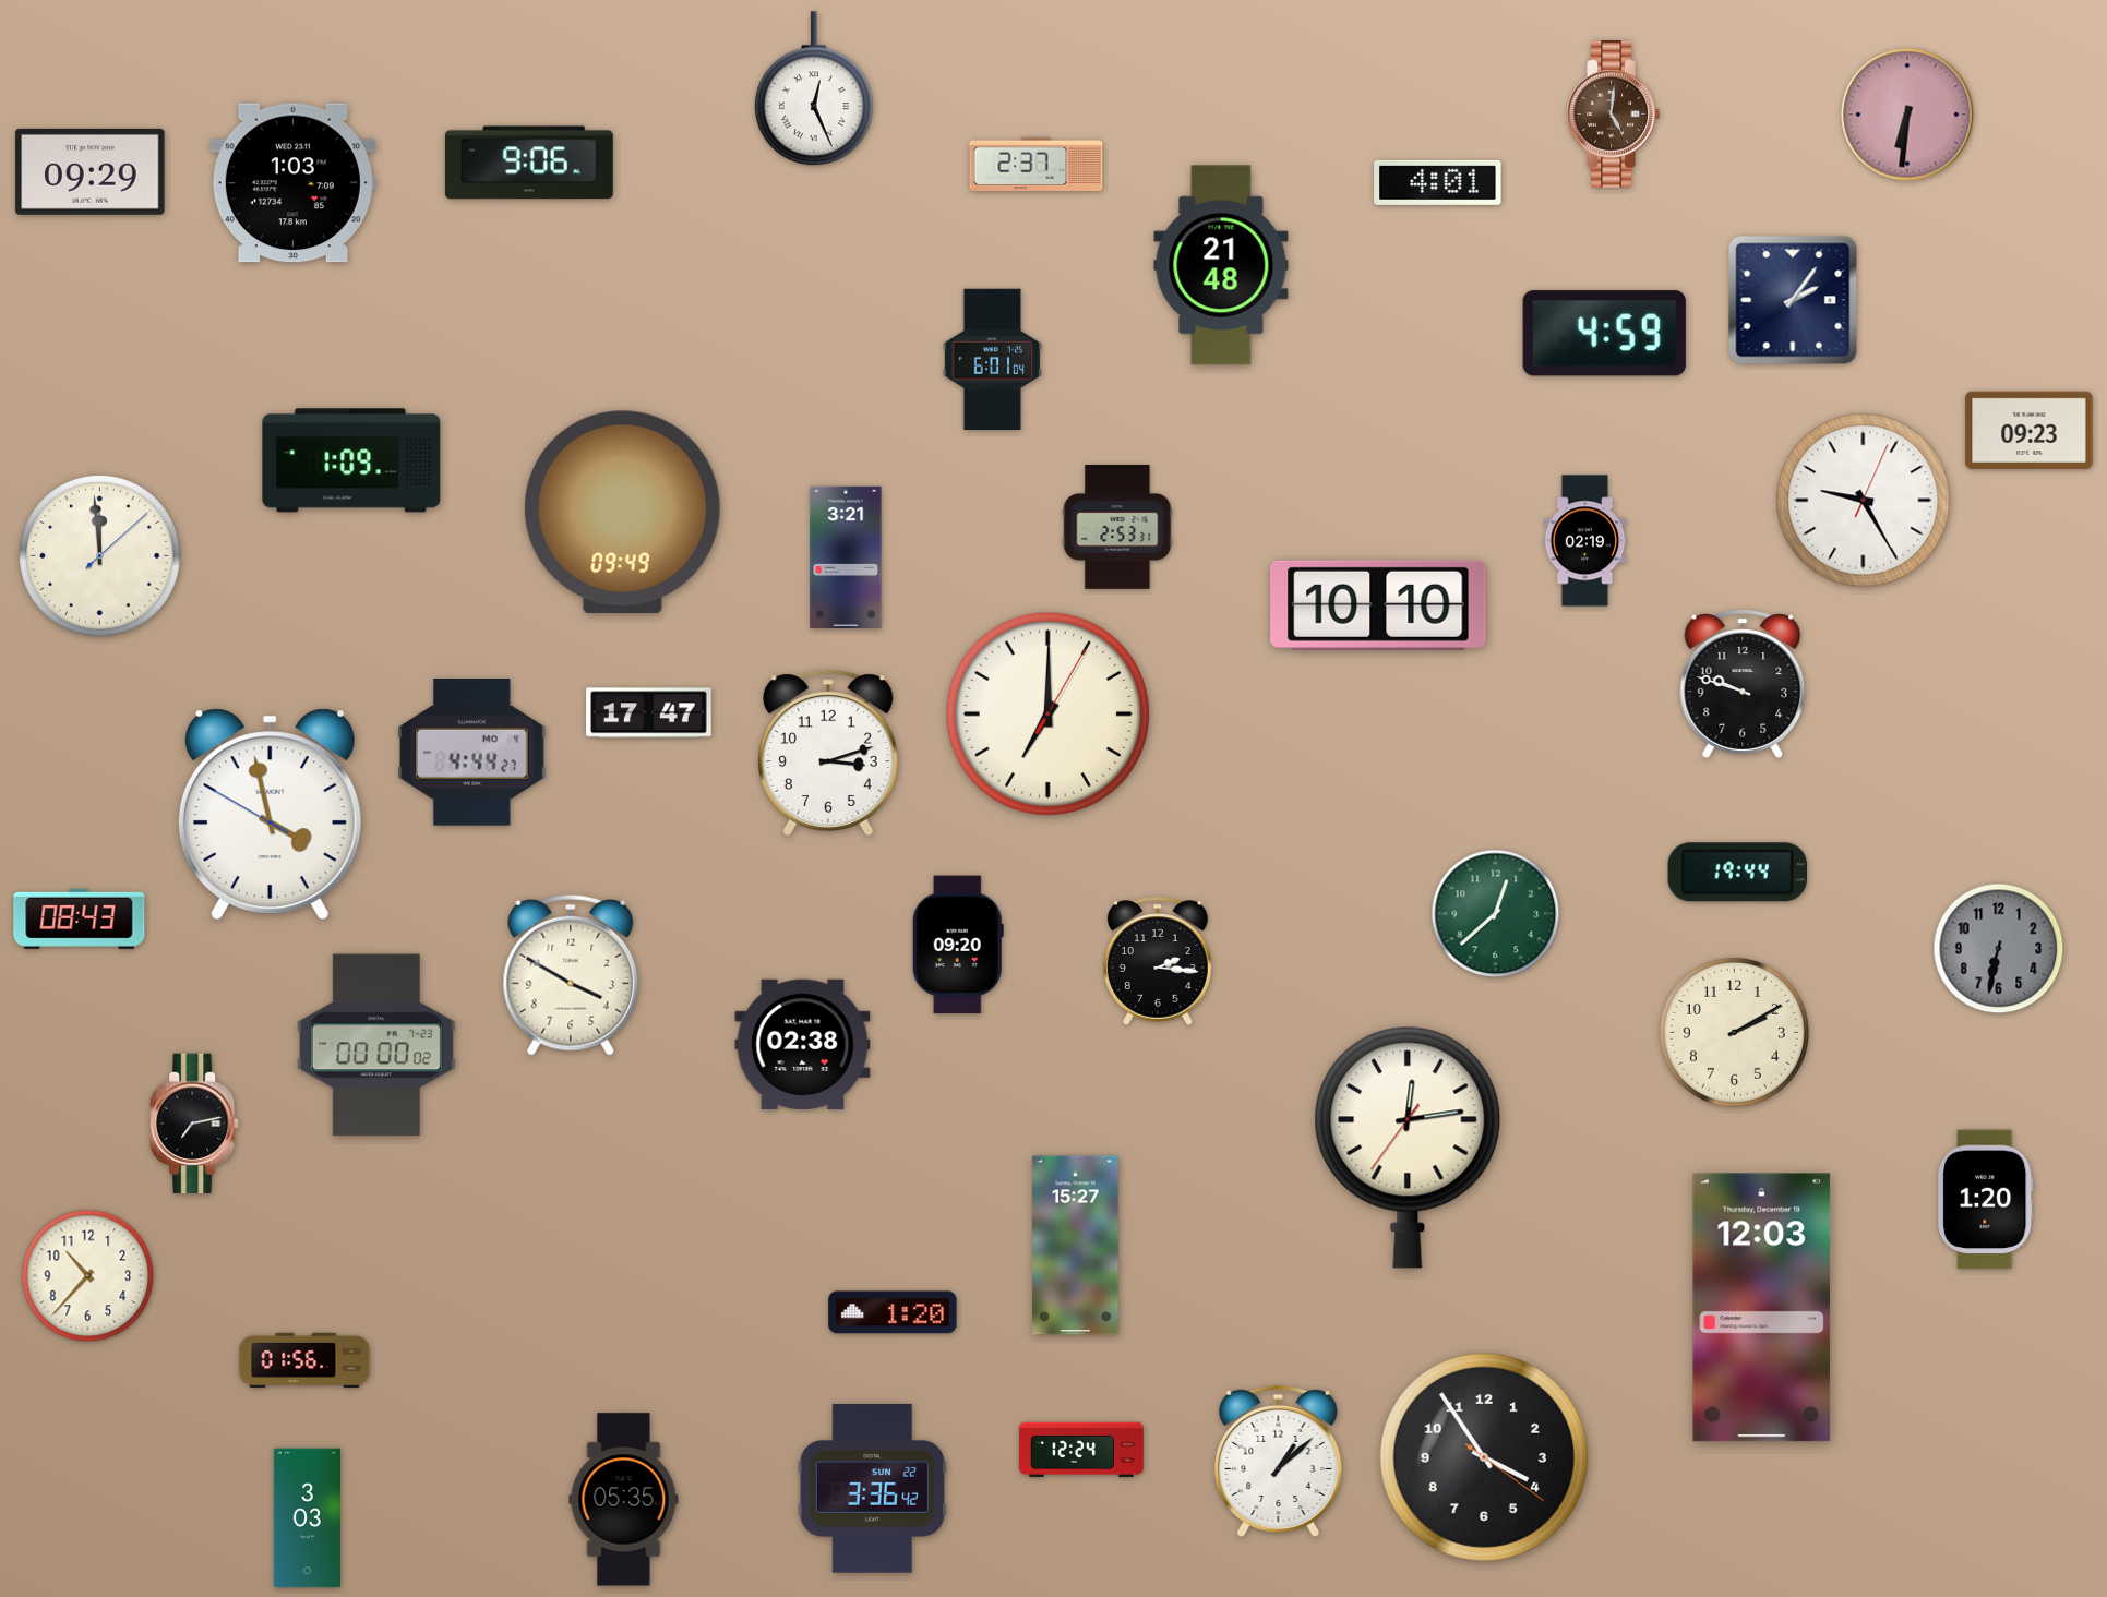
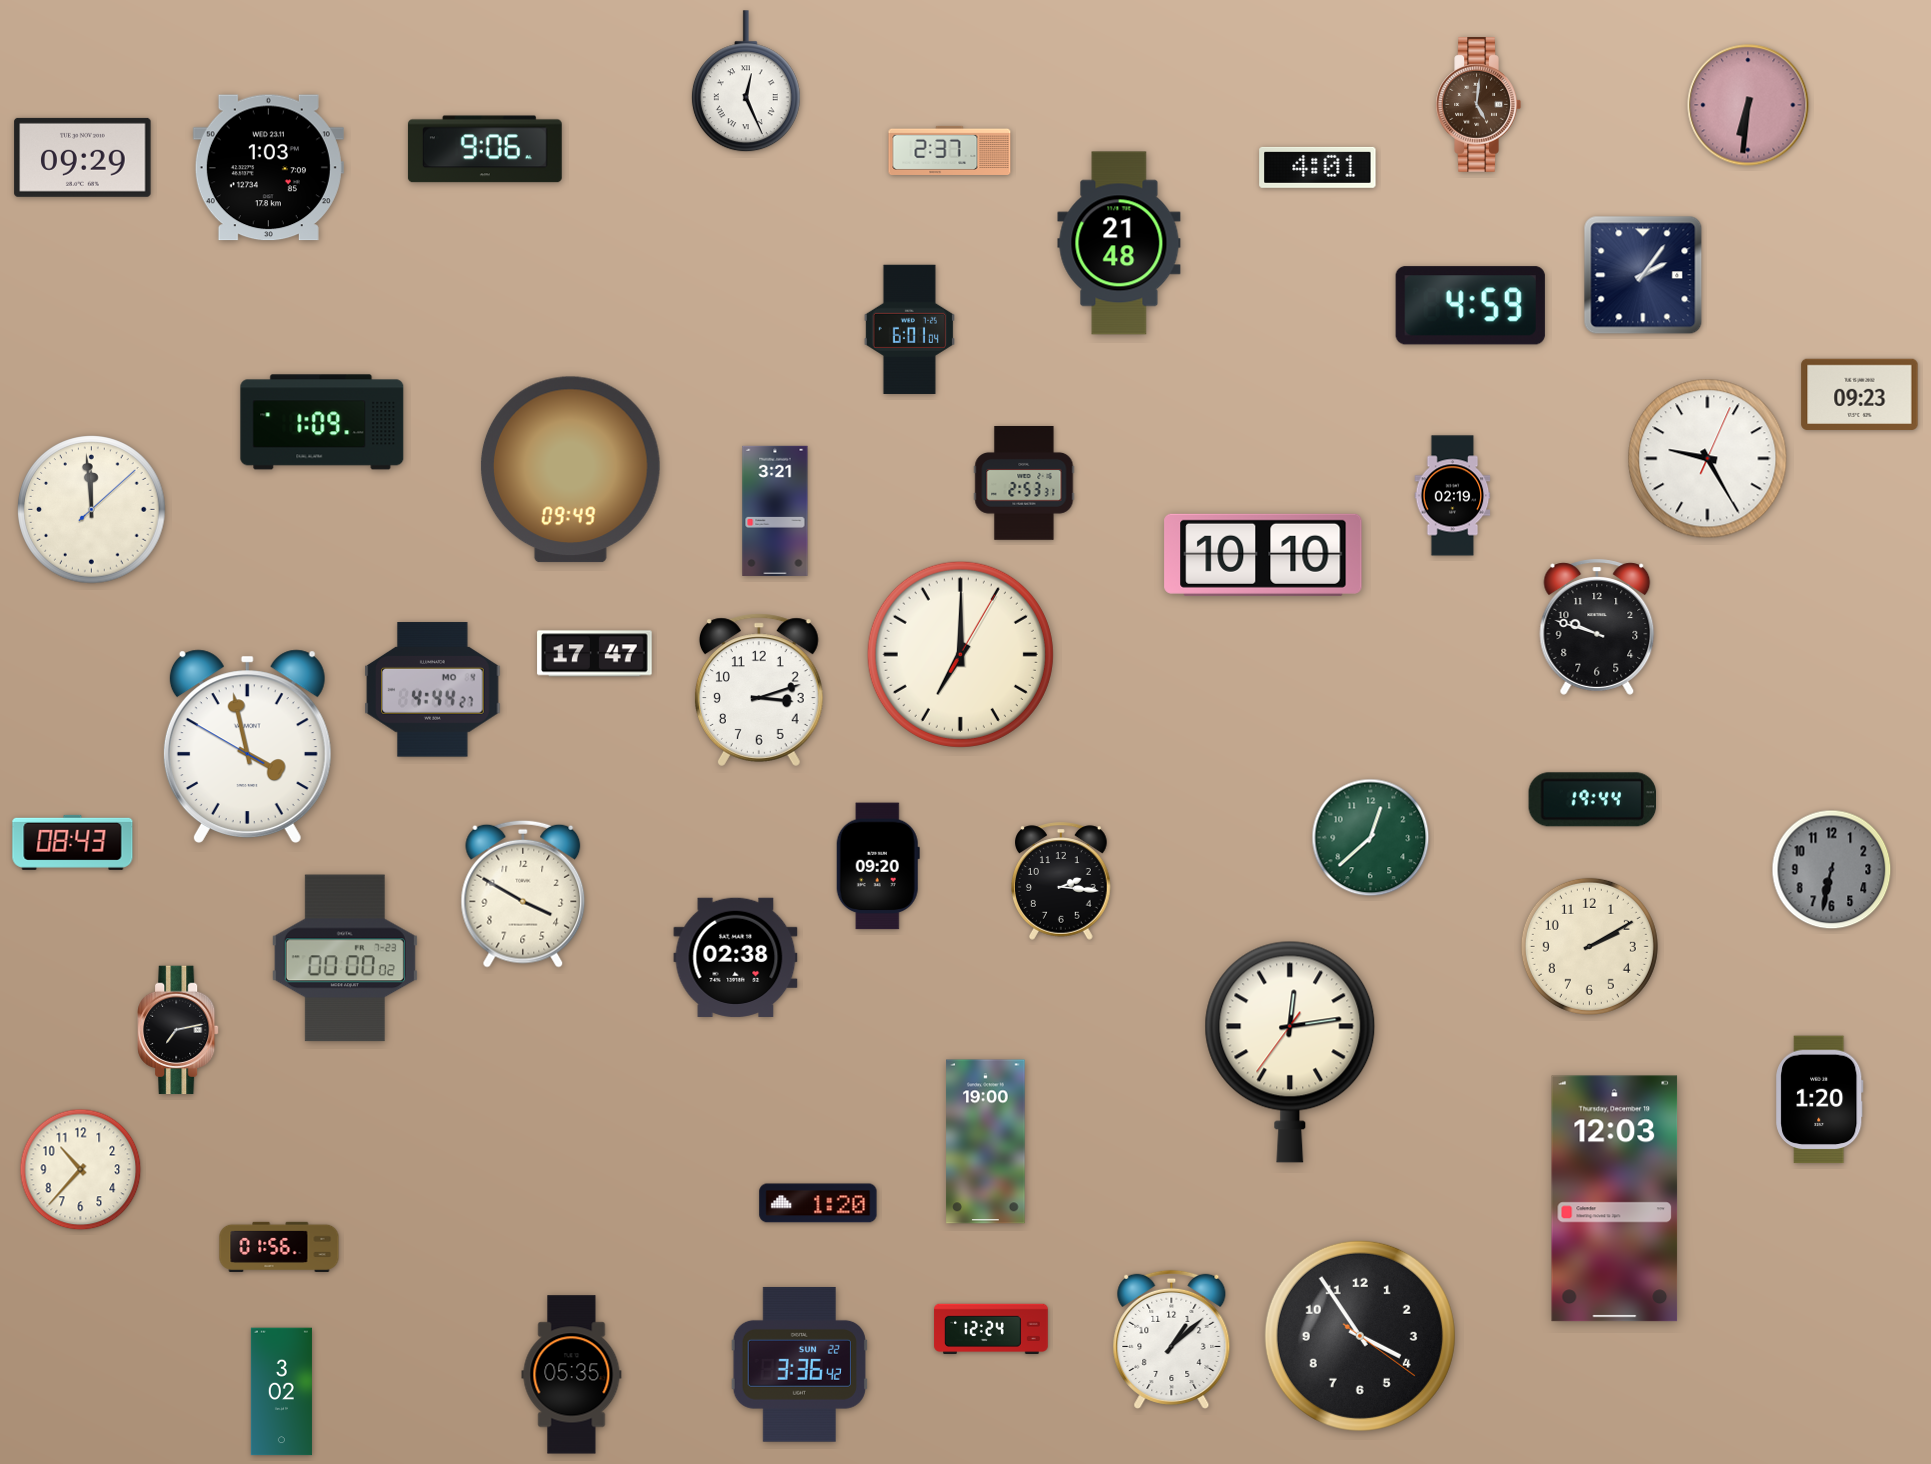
clock at (1076, 1246): 15:27 -> 19:00
clock at (307, 1518): 3:03 -> 3:02
